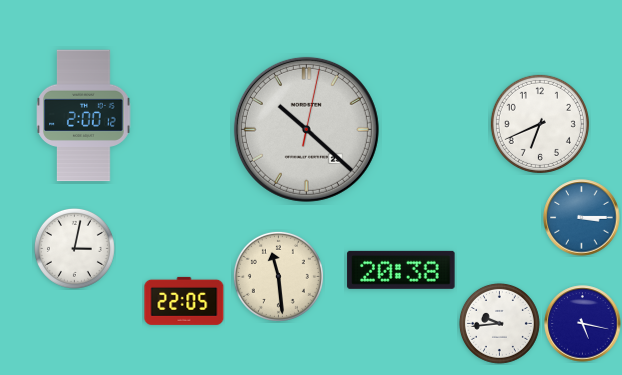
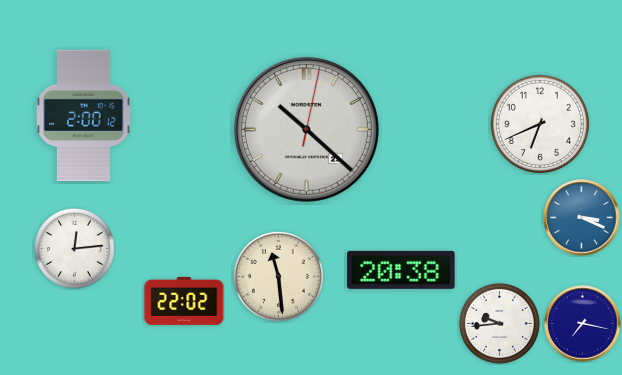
clock at (582, 218): 3:15 -> 3:19
clock at (74, 248): 3:02 -> 12:14
clock at (184, 301): 22:05 -> 22:02
clock at (583, 324): 5:17 -> 7:17
